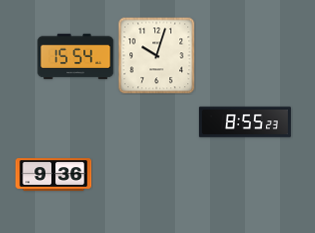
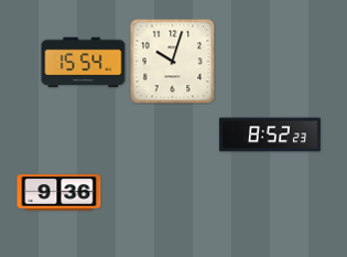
clock at (245, 122): 8:55 -> 8:52
